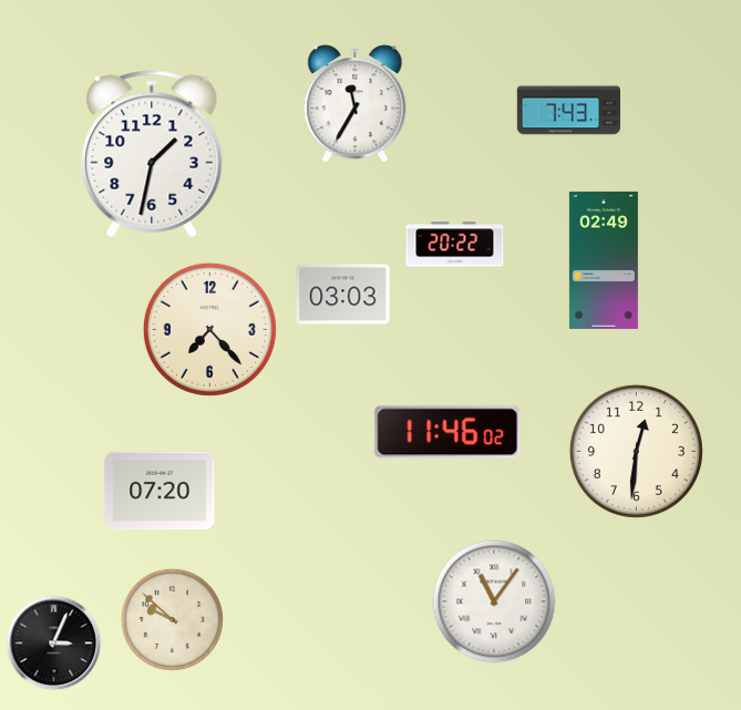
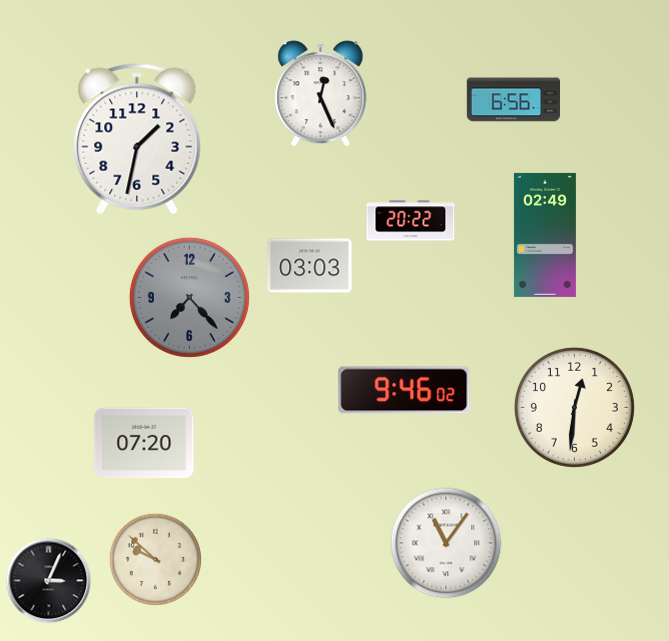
clock at (356, 104): 11:35 -> 12:26
clock at (568, 111): 7:43 -> 6:56
clock at (209, 329) dial: cream -> grey
clock at (447, 432): 11:46 -> 9:46
